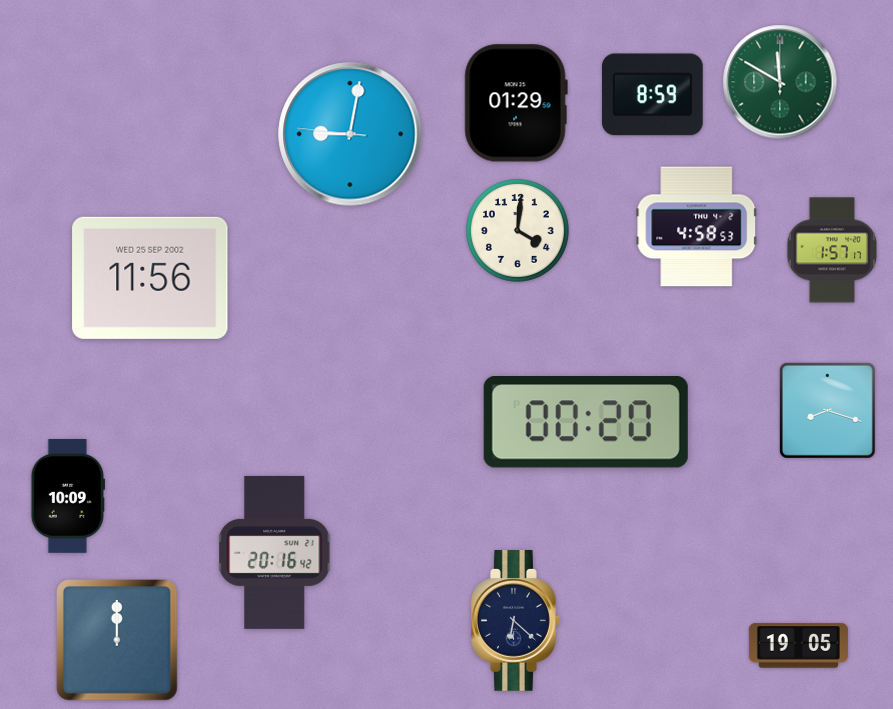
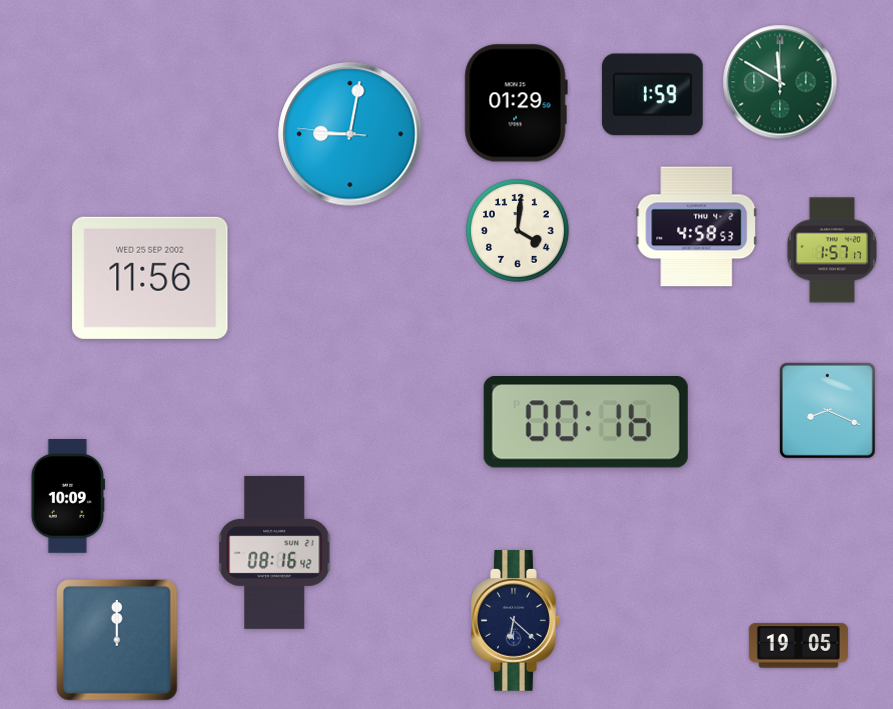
clock at (652, 95): 8:59 -> 1:59
clock at (827, 410): 8:18 -> 8:19
clock at (586, 422): 00:20 -> 00:16
clock at (275, 552): 20:16 -> 08:16
